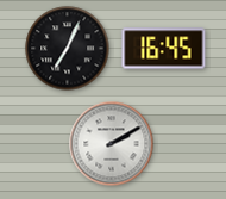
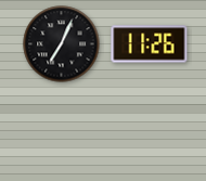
clock at (164, 49): 16:45 -> 11:26
clock at (112, 144): 2:10 -> none
